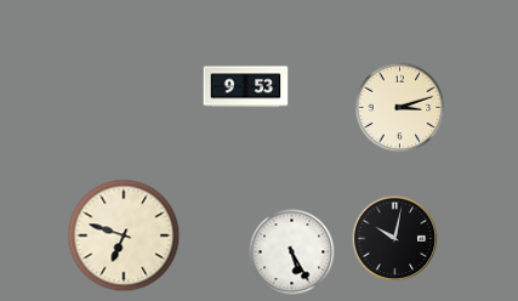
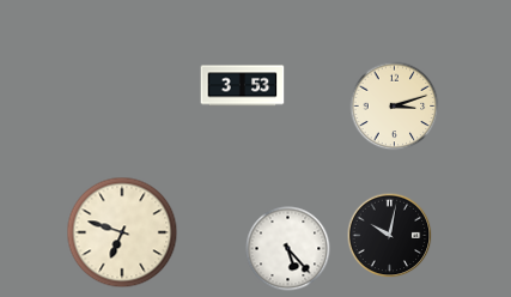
clock at (246, 87): 9:53 -> 3:53
clock at (292, 252): 5:25 -> 5:23
